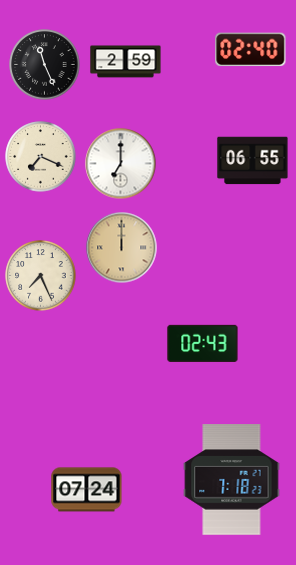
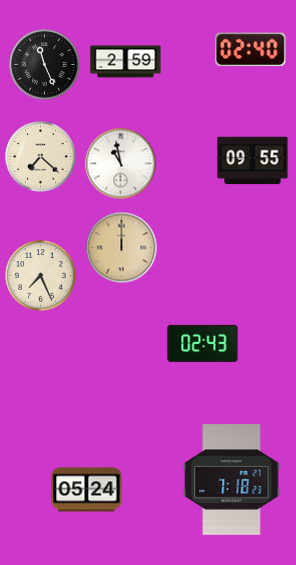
clock at (41, 157): 7:19 -> 7:22
clock at (253, 161): 06:55 -> 09:55
clock at (121, 164): 7:00 -> 10:58
clock at (87, 490): 07:24 -> 05:24
